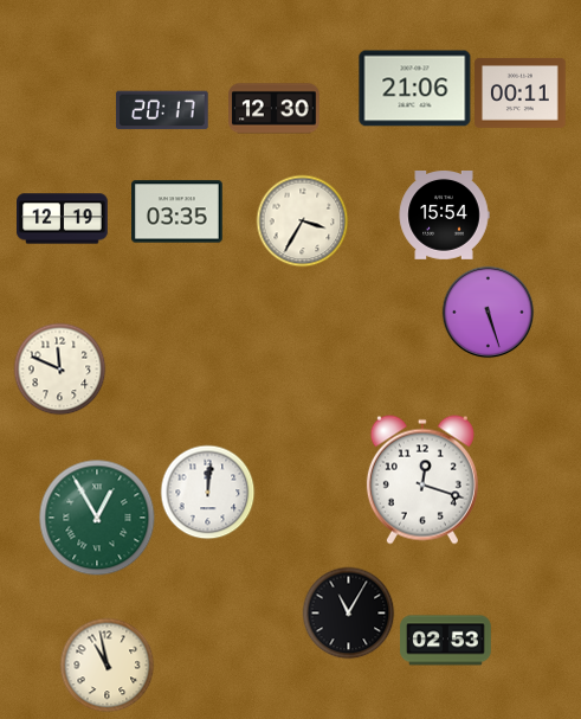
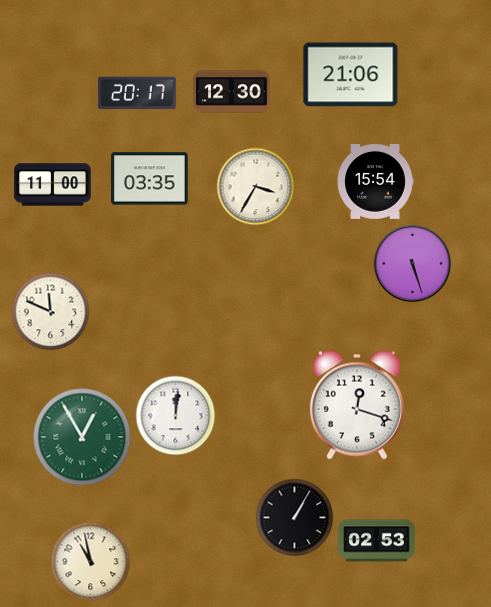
clock at (521, 92): 00:11 -> none
clock at (63, 219): 12:19 -> 11:00
clock at (348, 612): 11:05 -> 1:05
